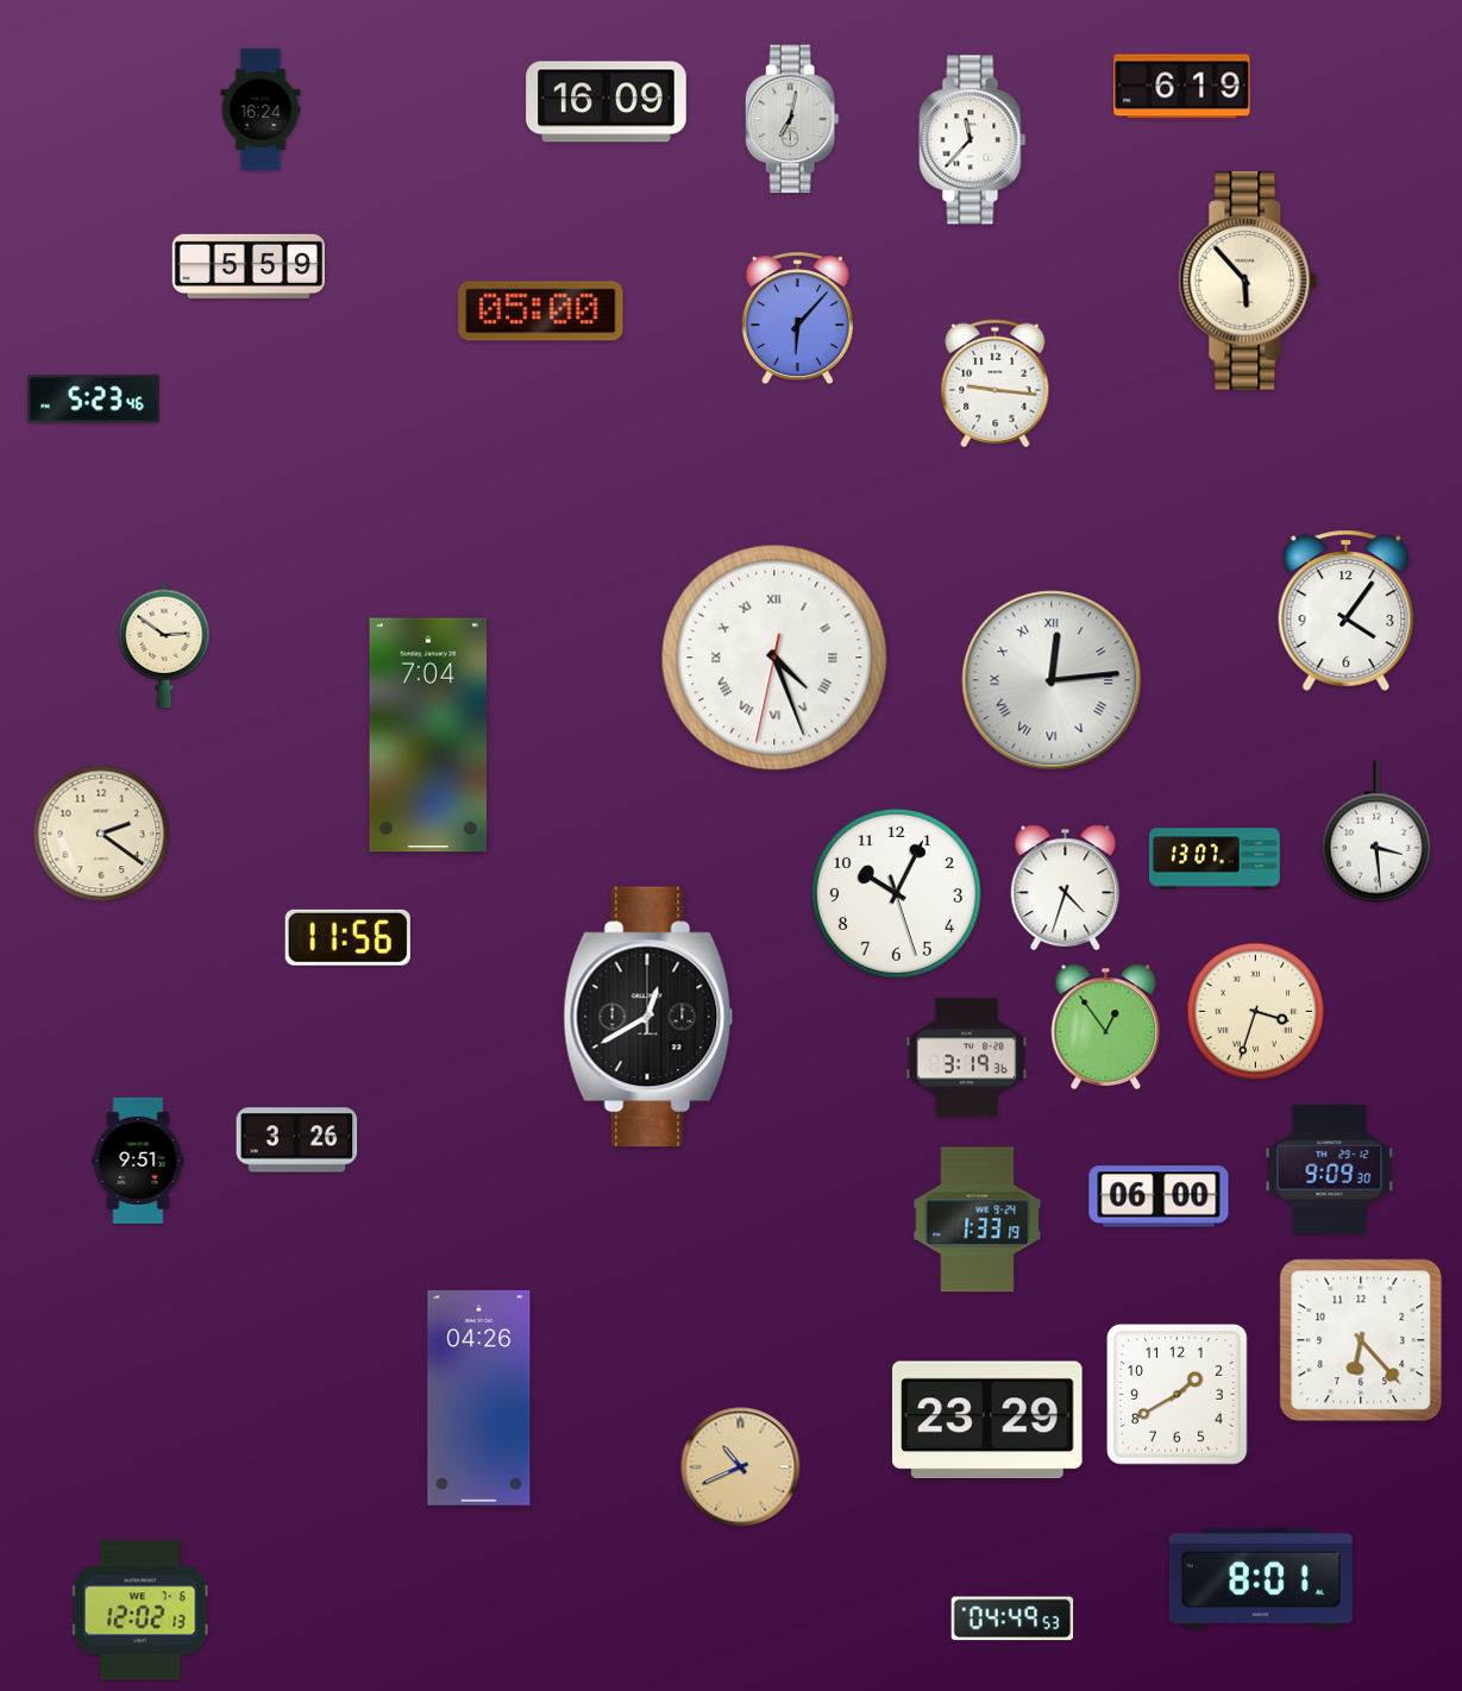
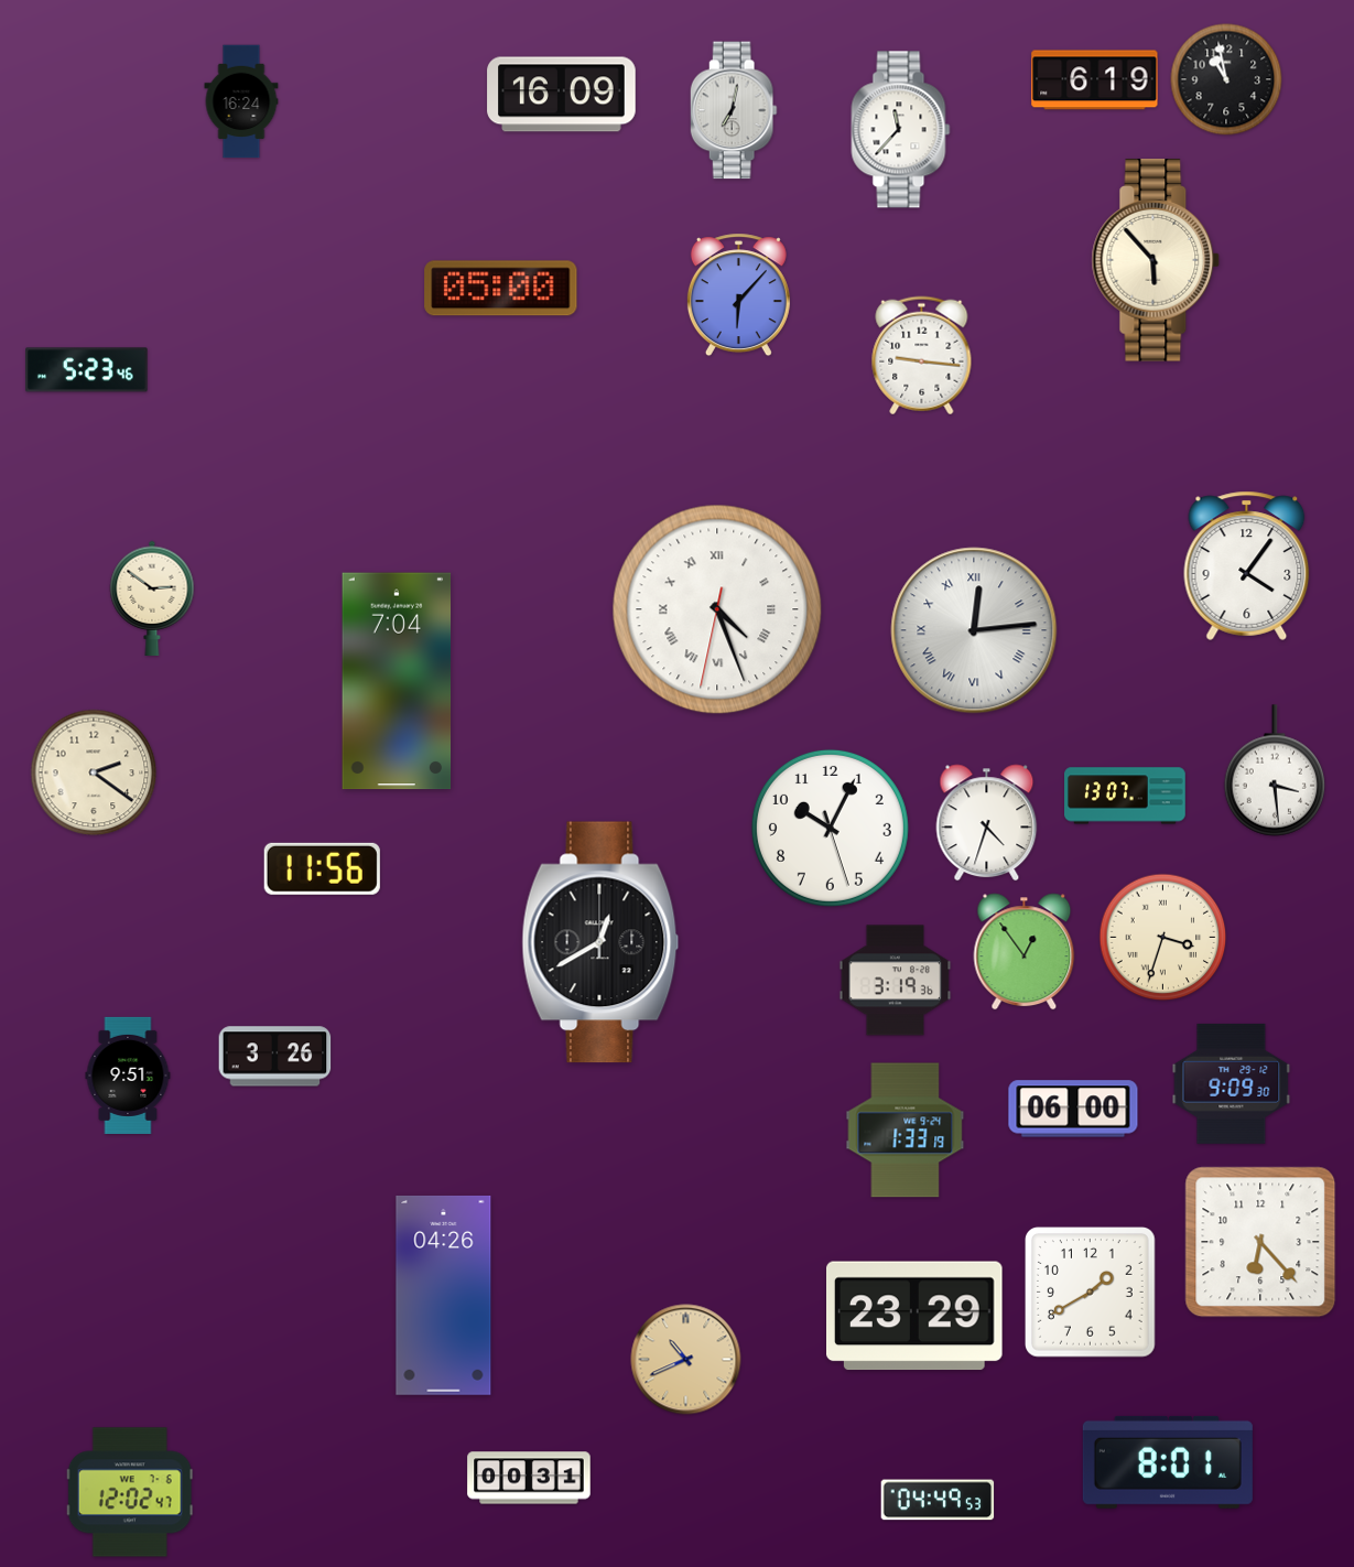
clock at (1226, 79): none -> 10:58
clock at (247, 266): 5:59 -> none
clock at (529, 1478): none -> 00:31
clock at (140, 1610): 12:02:13 -> 12:02:47
